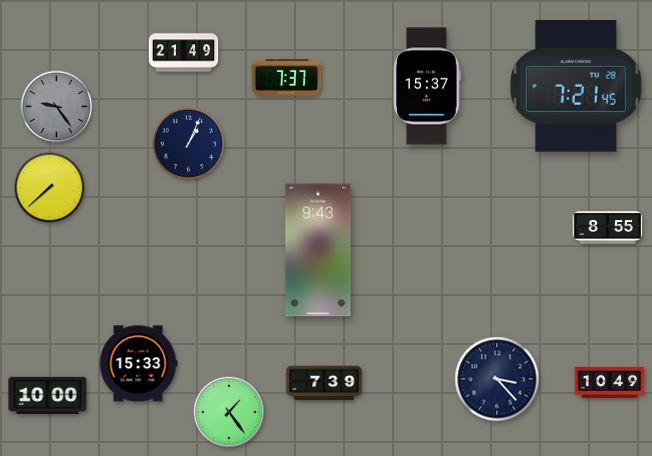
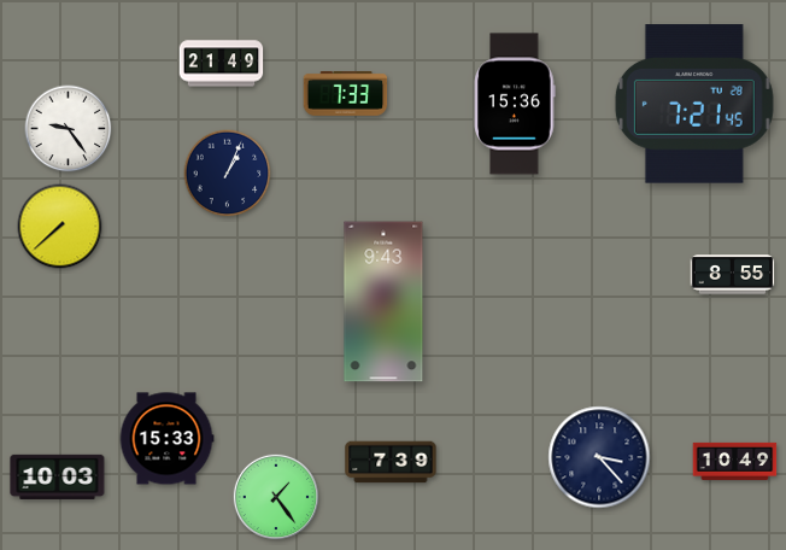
clock at (287, 78): 7:37 -> 7:33
clock at (427, 86): 15:37 -> 15:36
clock at (57, 107) dial: grey -> white
clock at (48, 395): 10:00 -> 10:03
